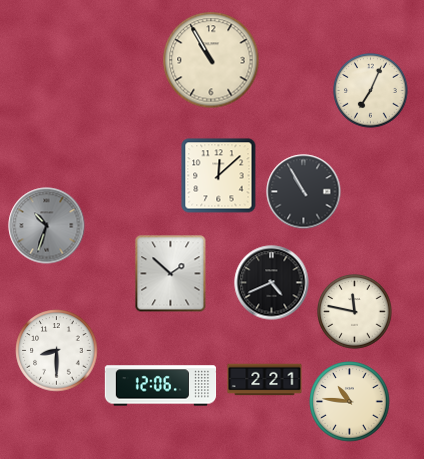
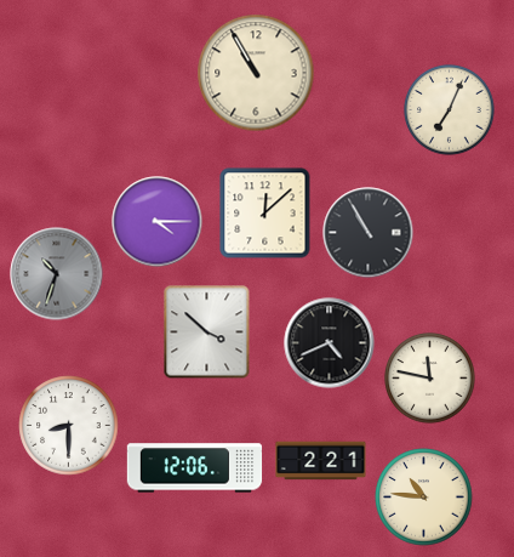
clock at (158, 222): none -> 4:15
clock at (171, 274): 1:52 -> 3:52
clock at (350, 402) position: (350, 402) -> (424, 498)
